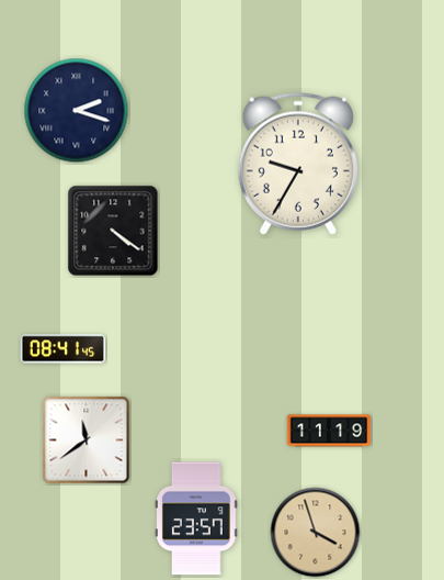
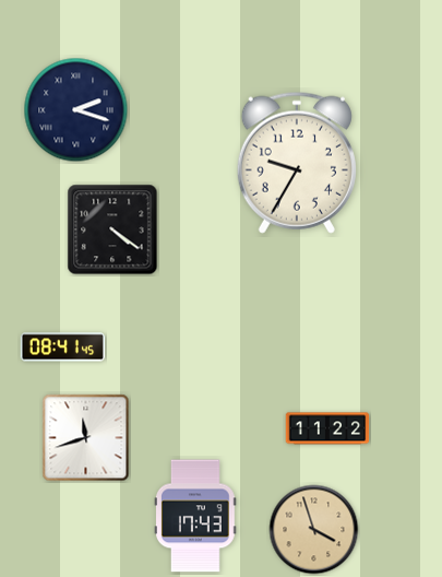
clock at (329, 431): 11:19 -> 11:22
clock at (87, 440): 11:39 -> 11:42
clock at (197, 518): 23:57 -> 17:43
